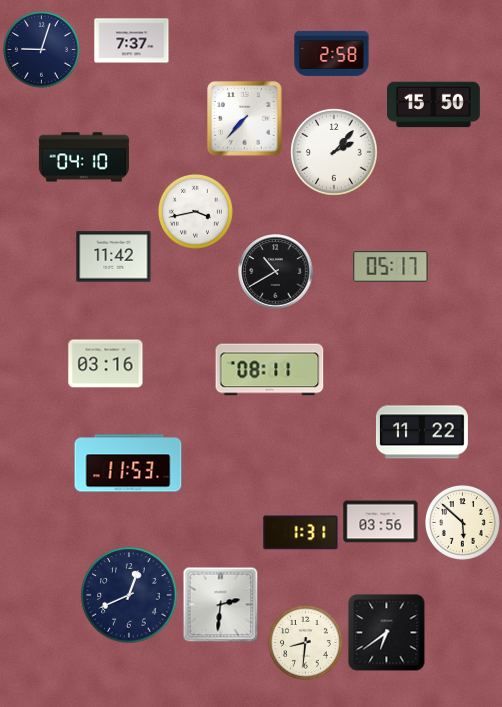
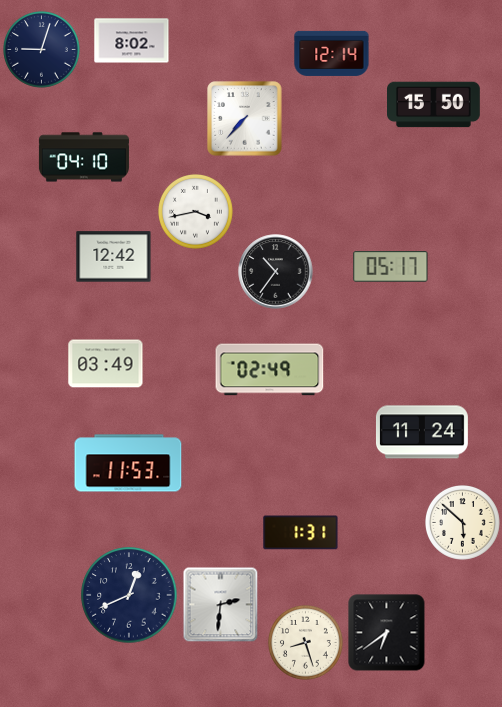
clock at (132, 41): 7:37 -> 8:02
clock at (332, 53): 2:58 -> 12:14
clock at (334, 152): 2:07 -> none
clock at (114, 257): 11:42 -> 12:42
clock at (276, 272): 10:40 -> 10:36
clock at (106, 364): 03:16 -> 03:49
clock at (270, 370): 08:11 -> 02:49
clock at (422, 432): 11:22 -> 11:24
clock at (381, 522): 03:56 -> none
clock at (306, 643): 8:31 -> 8:27
